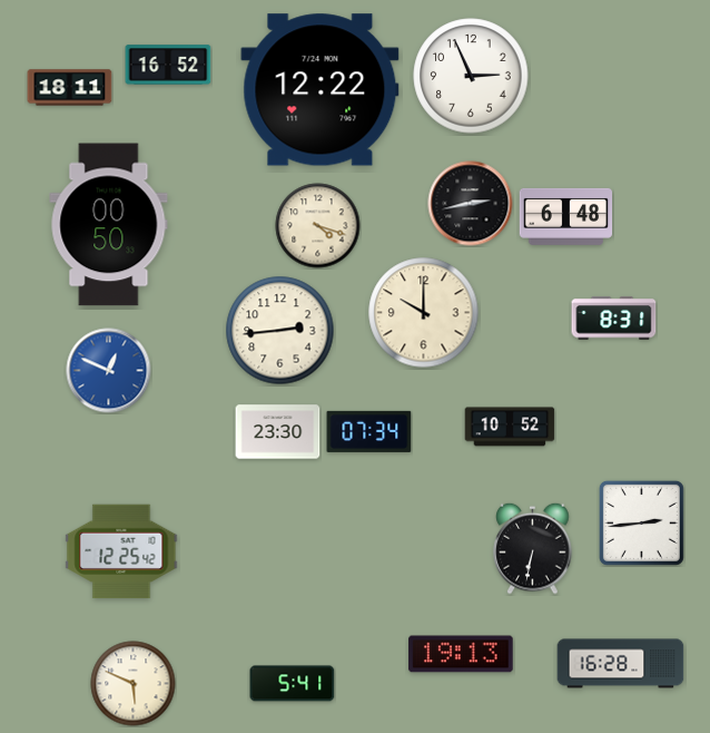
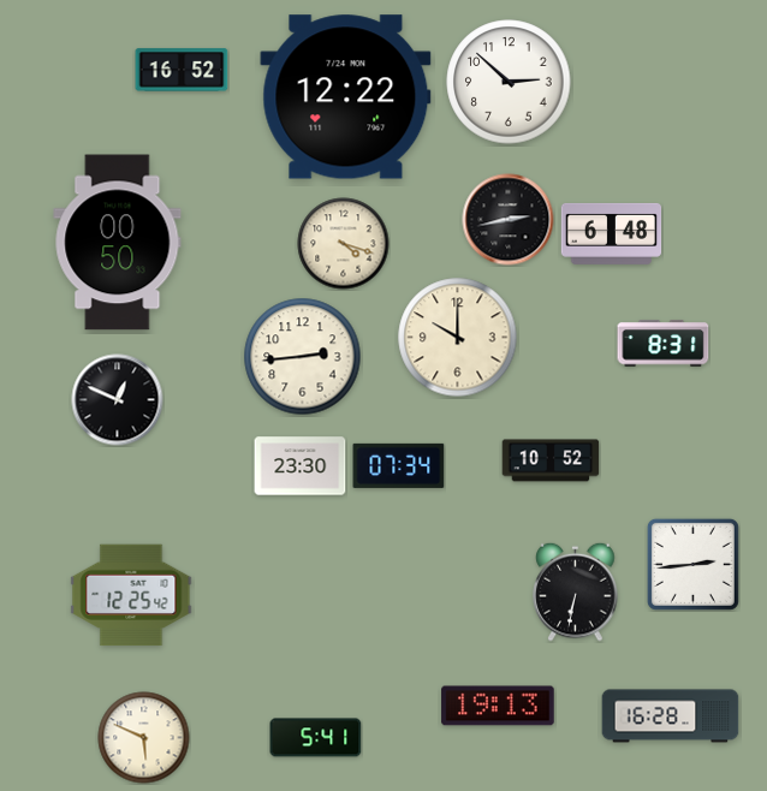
clock at (471, 76): 2:56 -> 2:52
clock at (70, 88): 18:11 -> none
clock at (109, 371) dial: blue -> black
